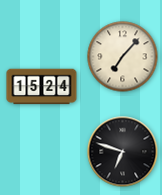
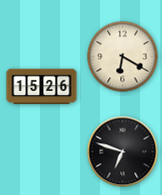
clock at (123, 57): 7:07 -> 6:20
clock at (42, 87): 15:24 -> 15:26
